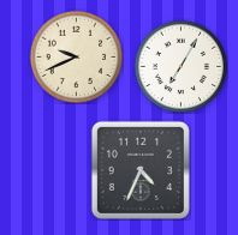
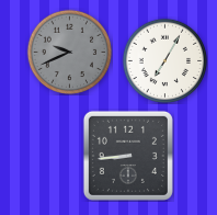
clock at (76, 56) dial: cream -> grey
clock at (141, 170): 4:34 -> 8:44
